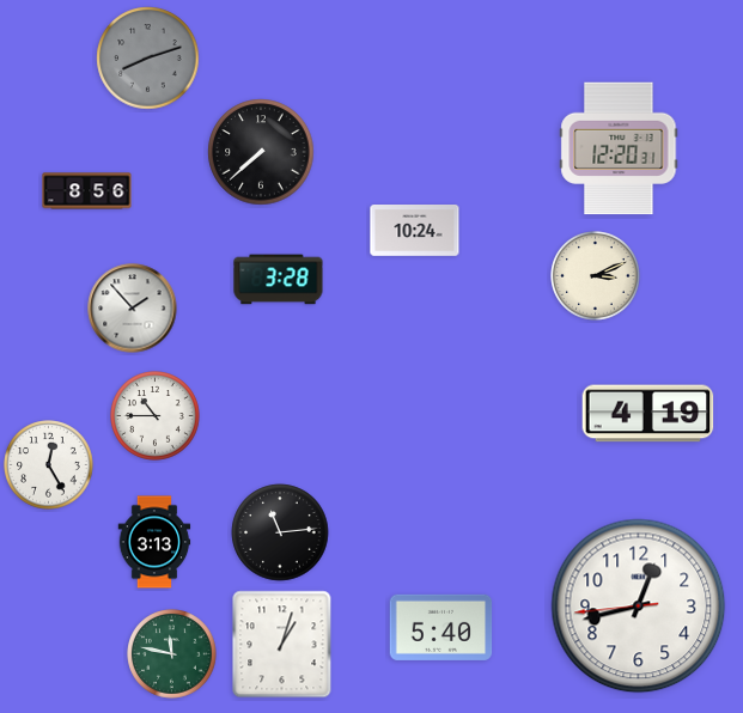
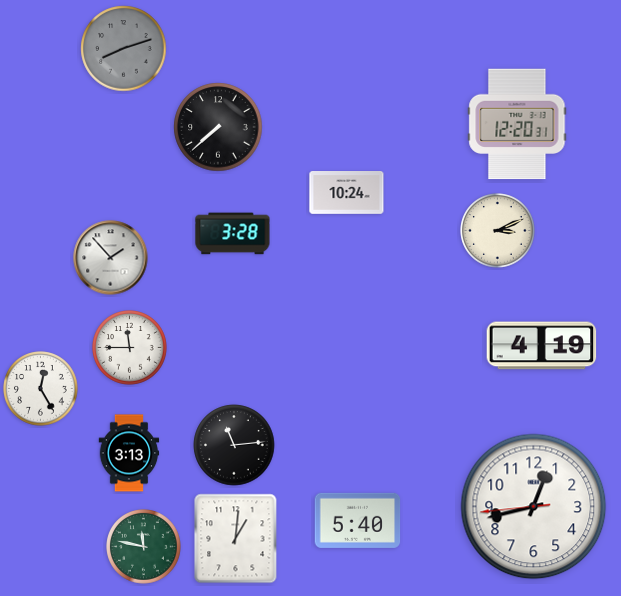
clock at (87, 191): 8:56 -> none
clock at (156, 416): 10:45 -> 11:45
clock at (441, 627) position: (441, 627) -> (358, 520)
clock at (282, 645): 1:03 -> 1:01
